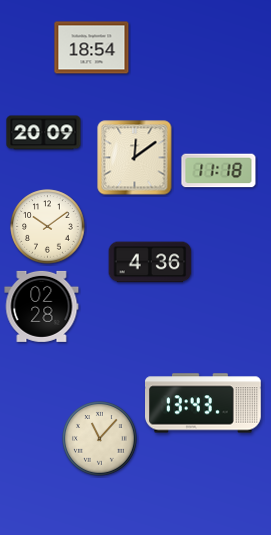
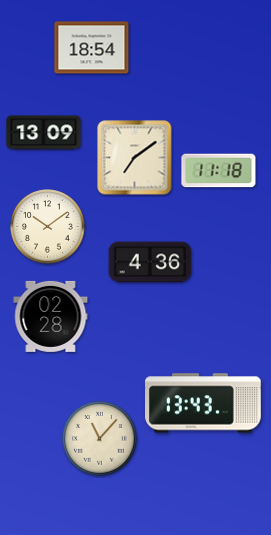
clock at (44, 133): 20:09 -> 13:09
clock at (135, 158): 12:09 -> 7:09
clock at (42, 306) position: (42, 306) -> (51, 316)
